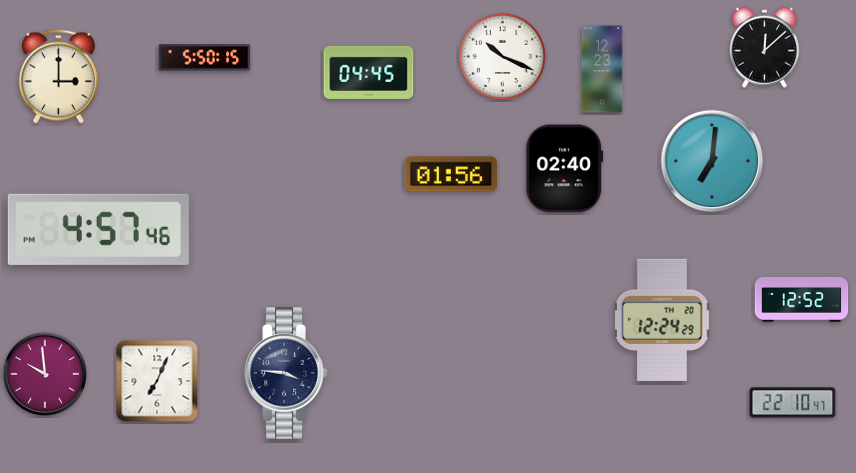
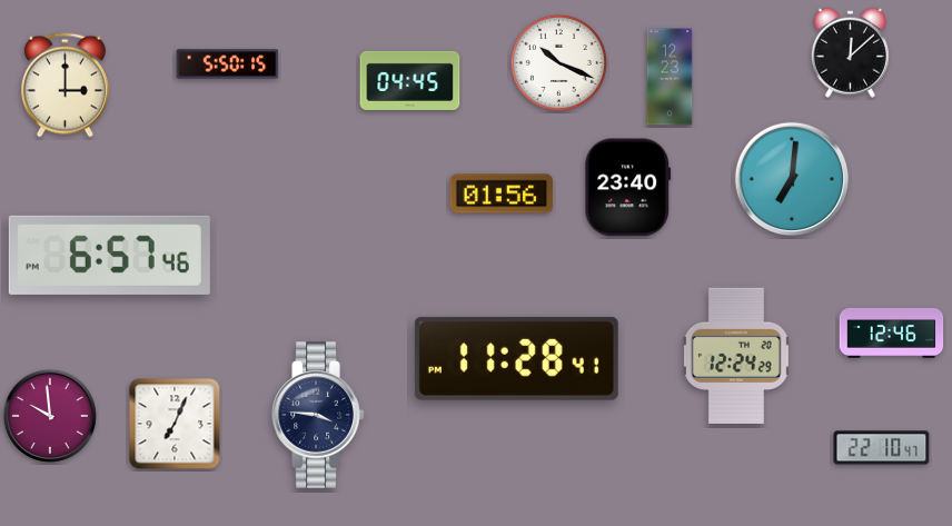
clock at (565, 169): 02:40 -> 23:40
clock at (98, 229): 4:57 -> 6:57
clock at (802, 299): 12:52 -> 12:46
clock at (516, 358): none -> 11:28
